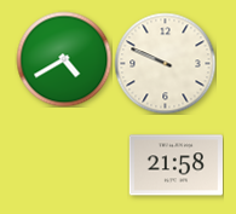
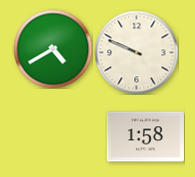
clock at (175, 166): 21:58 -> 1:58
